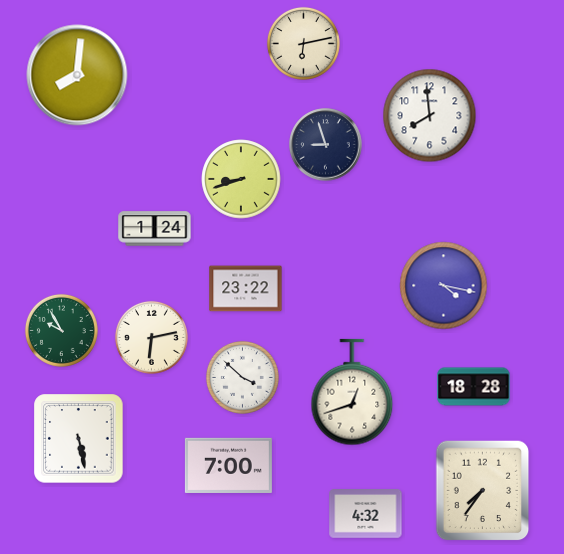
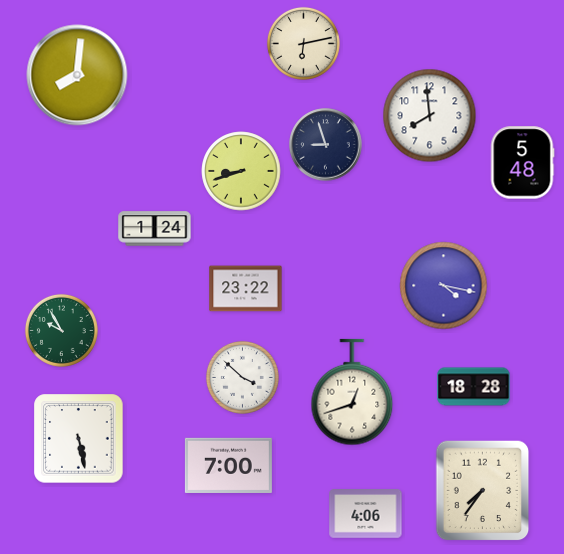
clock at (522, 163): none -> 5:48
clock at (241, 179) position: (241, 179) -> (241, 171)
clock at (151, 337): 6:13 -> none
clock at (366, 514): 4:32 -> 4:06
